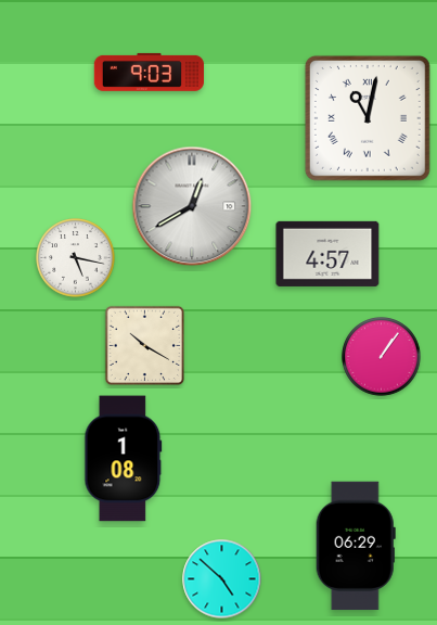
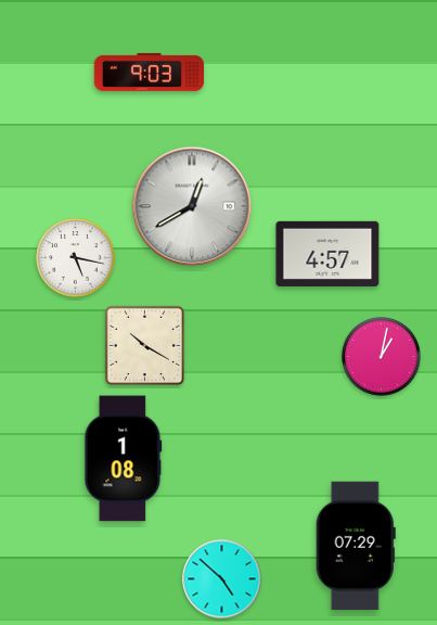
clock at (368, 118): 11:02 -> none
clock at (382, 357): 1:06 -> 1:02
clock at (356, 546): 06:29 -> 07:29
